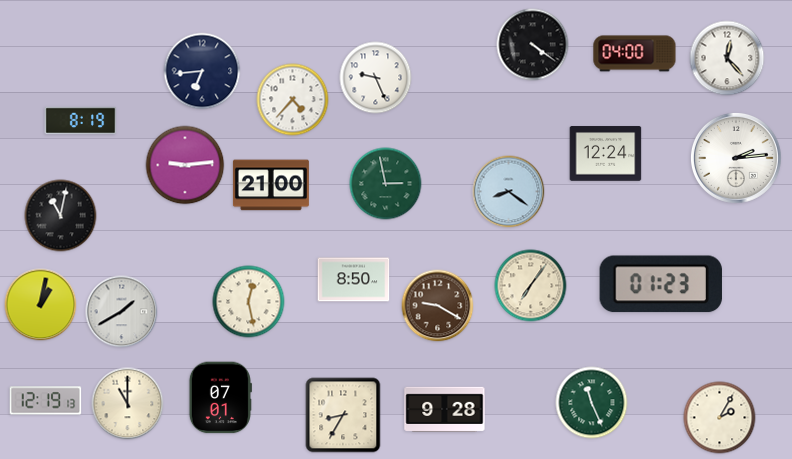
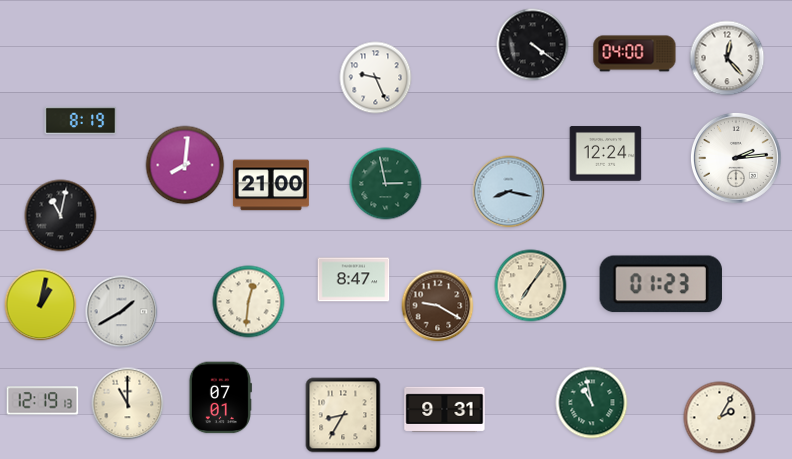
clock at (202, 71): 6:44 -> none
clock at (293, 100): 4:37 -> none
clock at (185, 165): 9:14 -> 8:01
clock at (509, 192): 8:21 -> 8:17
clock at (354, 280): 8:50 -> 8:47
clock at (249, 302): 12:28 -> 12:31
clock at (46, 401) position: (46, 401) -> (43, 401)
clock at (592, 403): 11:26 -> 10:58
clock at (445, 410): 9:28 -> 9:31
